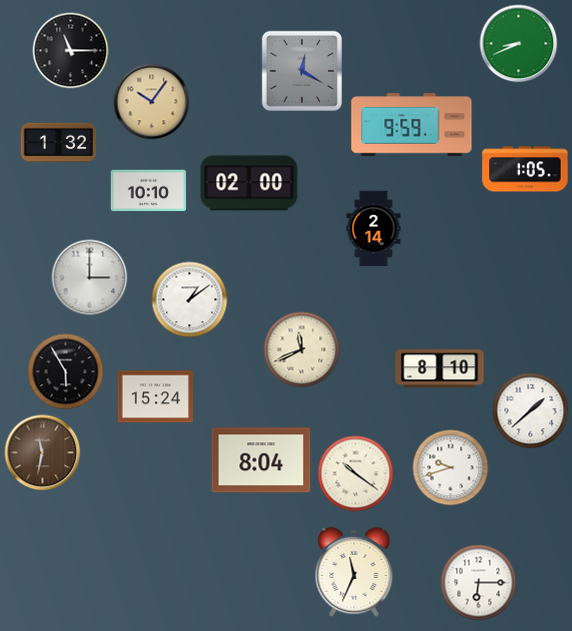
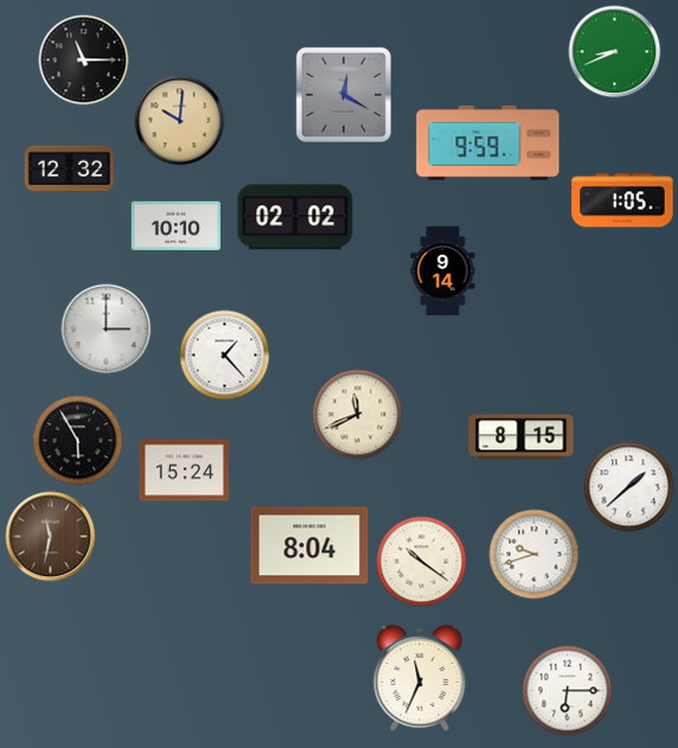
clock at (302, 71) position: (302, 71) -> (344, 95)
clock at (152, 102): 10:06 -> 10:01
clock at (412, 125) position: (412, 125) -> (488, 143)
clock at (58, 143): 1:32 -> 12:32
clock at (249, 183): 02:00 -> 02:02
clock at (374, 229): 2:14 -> 9:14
clock at (190, 300): 1:09 -> 1:23
clock at (440, 369): 8:10 -> 8:15
